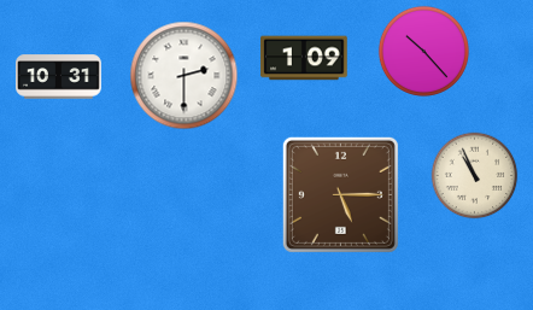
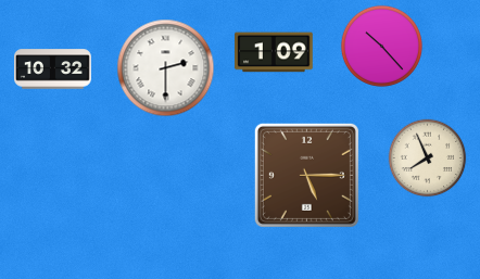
clock at (59, 77): 10:31 -> 10:32
clock at (475, 176): 10:56 -> 7:56
